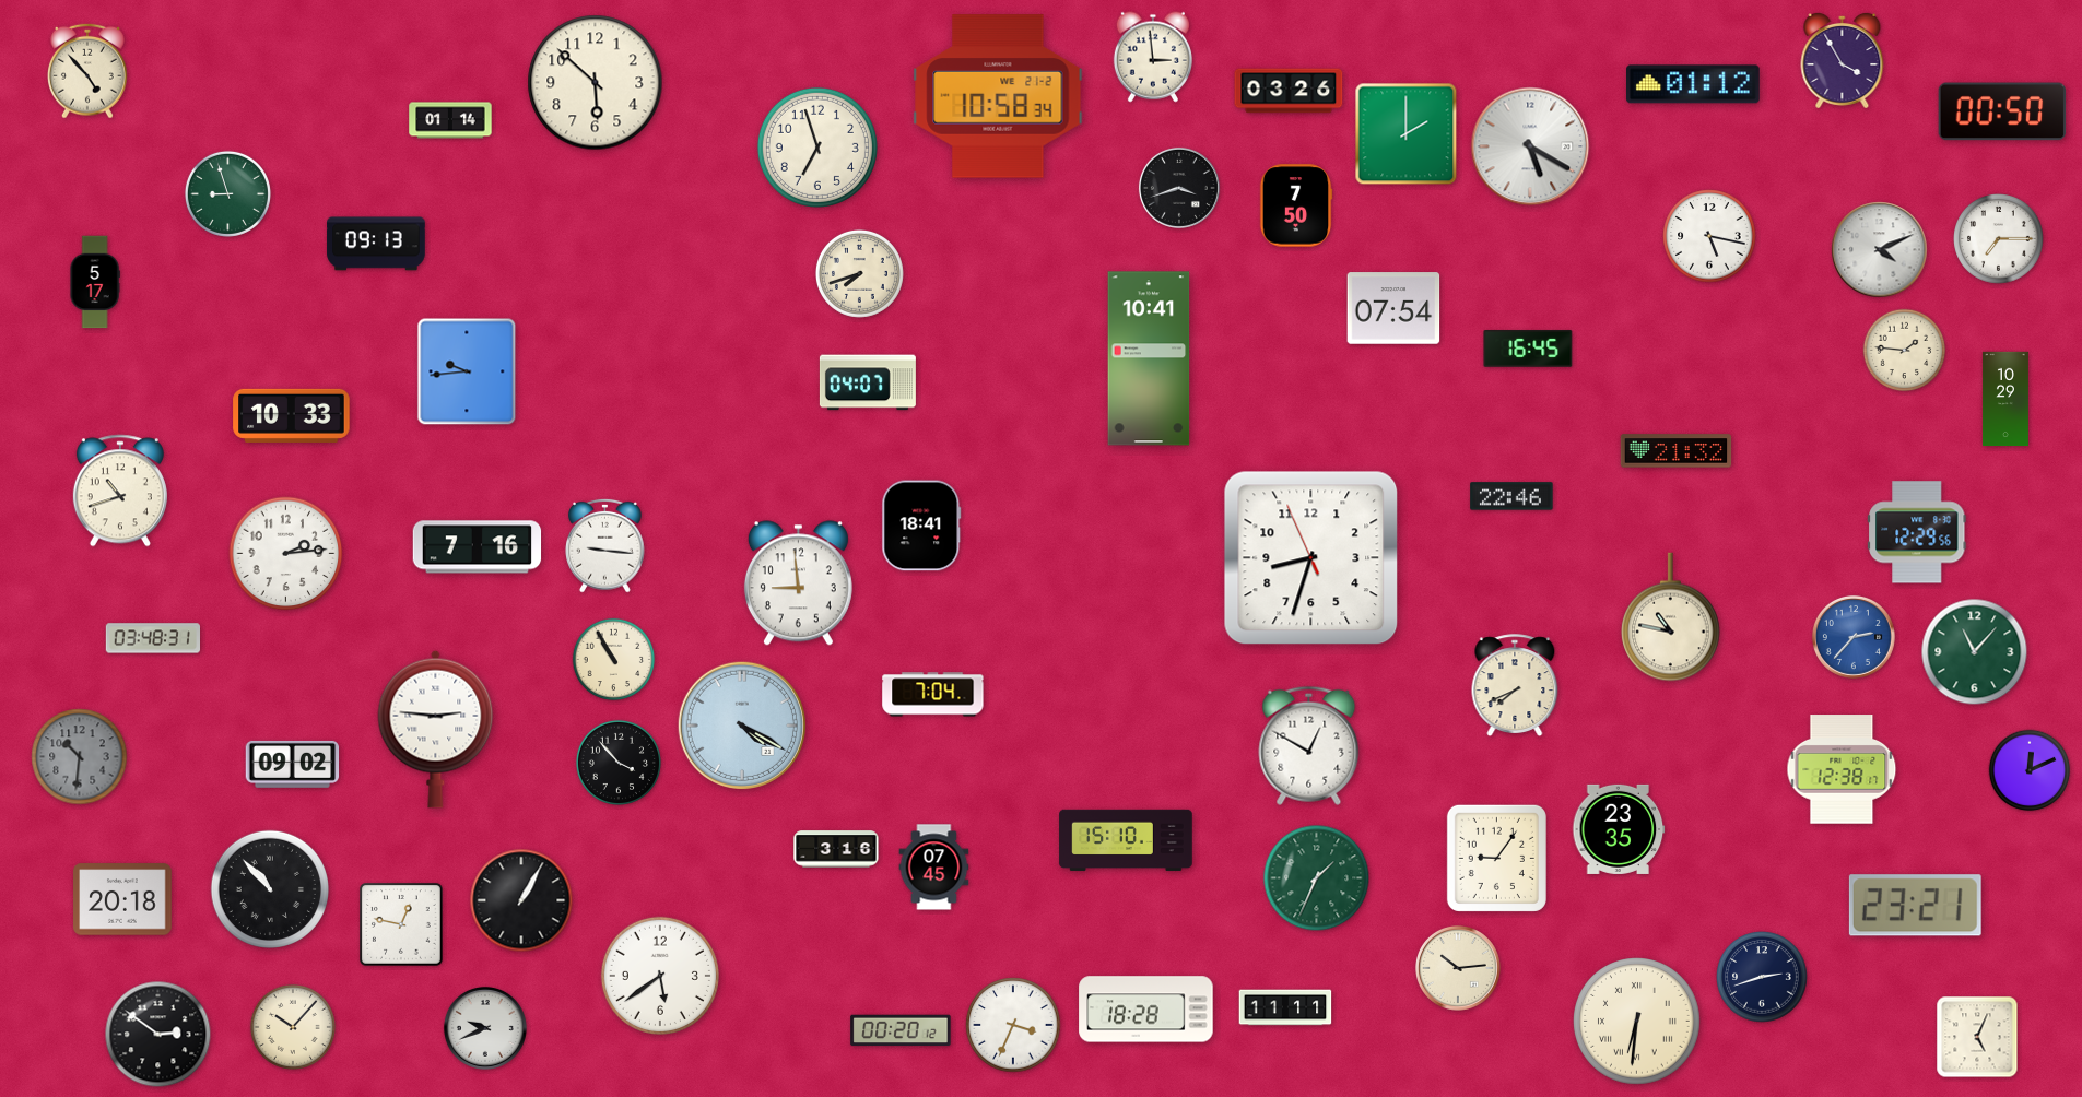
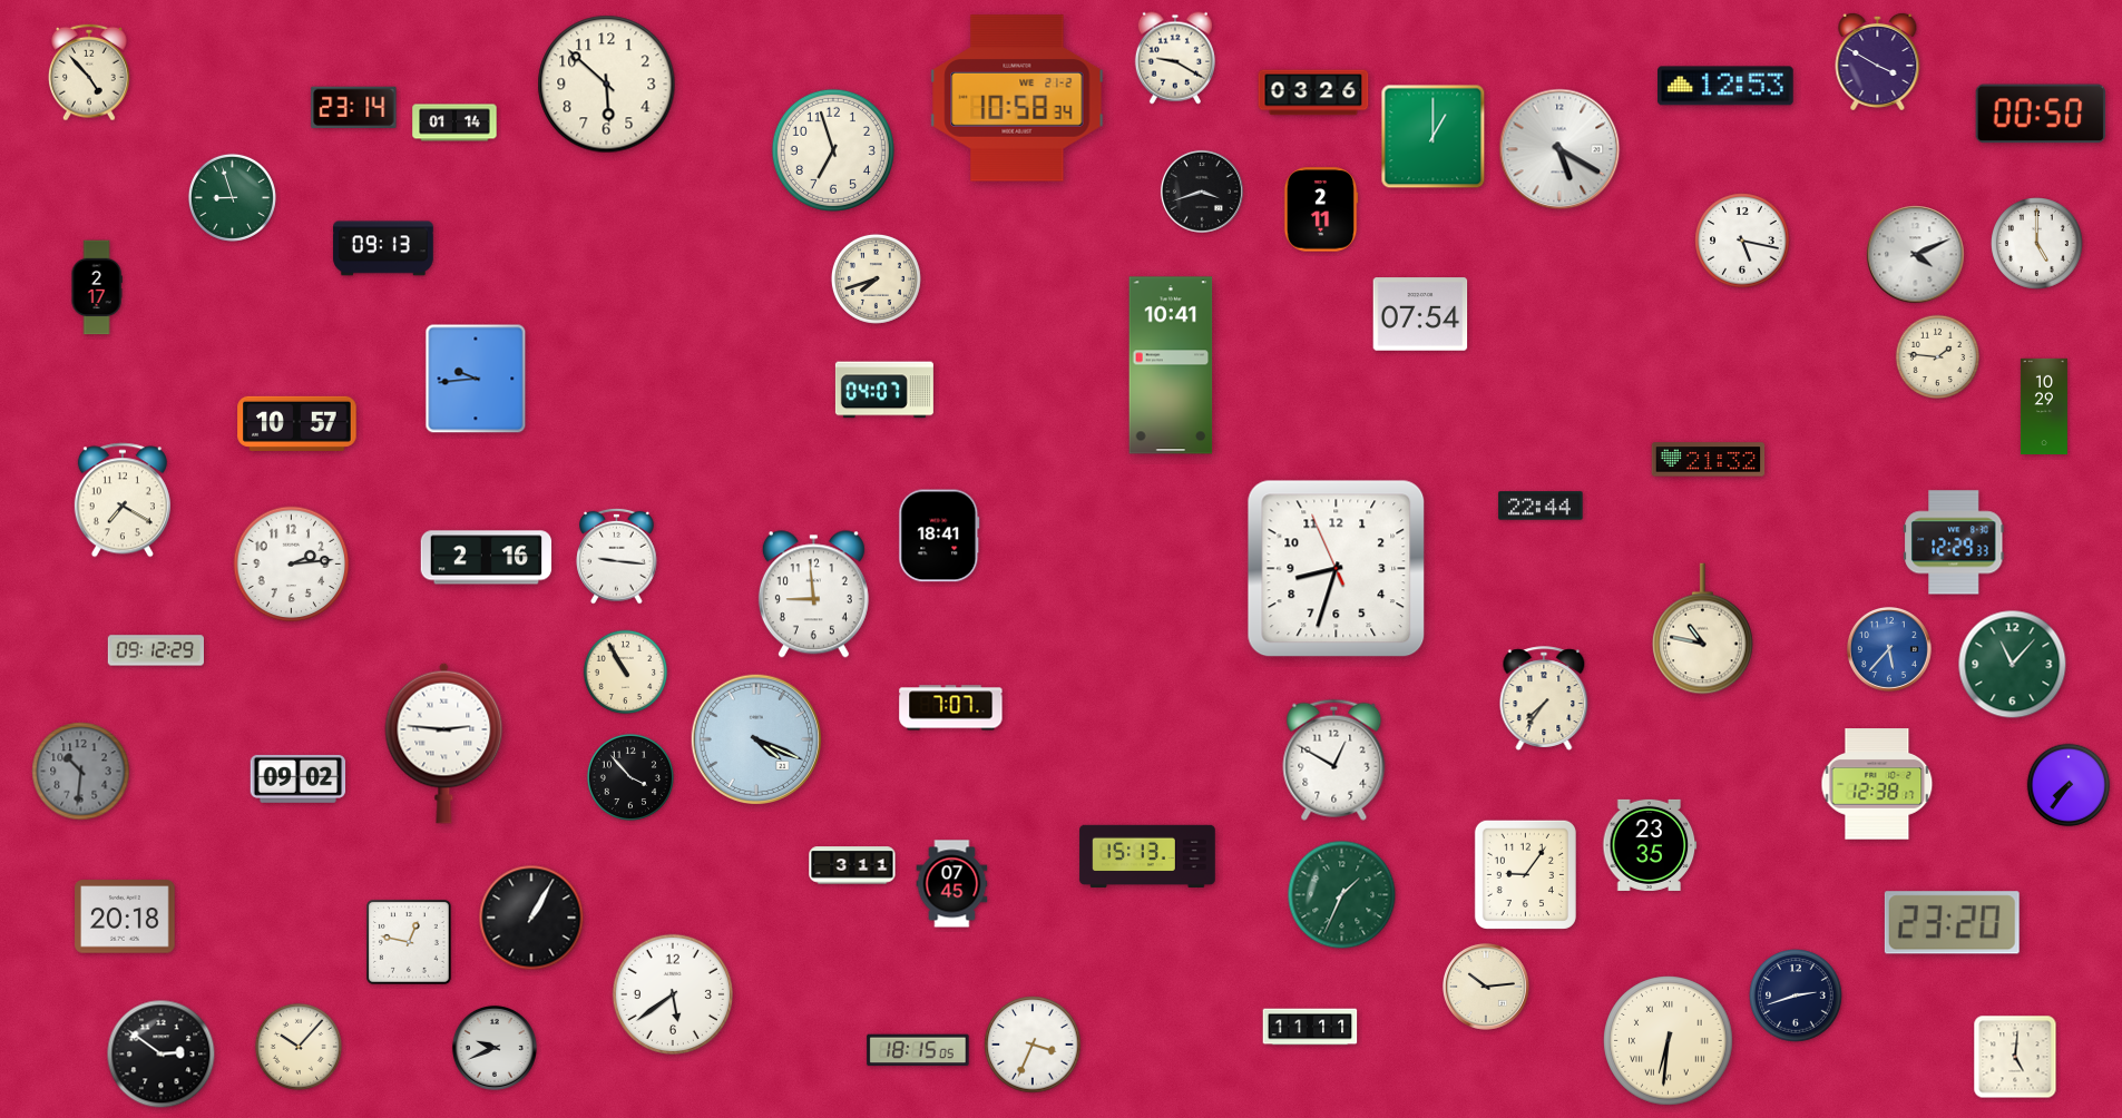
clock at (1153, 57): 2:59 -> 9:20
clock at (1843, 60): 3:55 -> 3:50
clock at (1694, 84): 01:12 -> 12:53
clock at (354, 108): none -> 23:14
clock at (450, 120) position: (450, 120) -> (454, 122)
clock at (1407, 134): 2:00 -> 1:00
clock at (1296, 205): 7:50 -> 2:11
clock at (1999, 239): 7:15 -> 5:00
clock at (95, 282): 5:17 -> 2:17
clock at (1528, 349): 16:45 -> none
clock at (1905, 351) position: (1905, 351) -> (1938, 357)
clock at (292, 415): 10:33 -> 10:57
clock at (120, 491): 10:42 -> 7:20
clock at (1511, 496): 22:46 -> 22:44
clock at (1918, 532): 12:29:56 -> 12:29:33
clock at (478, 547): 7:16 -> 2:16
clock at (1854, 637): 2:37 -> 5:37
clock at (152, 638): 03:48 -> 09:12
clock at (1515, 685): 7:41 -> 7:36
clock at (933, 695): 7:04 -> 7:07
clock at (741, 724): 4:20 -> 4:19
clock at (2030, 770): 12:11 -> 7:36
clock at (1126, 840): 15:10 -> 15:13
clock at (836, 849): 3:16 -> 3:11
clock at (270, 889): 10:53 -> none
clock at (1915, 906): 23:21 -> 23:20
clock at (1146, 1010): 18:28 -> none
clock at (901, 1030): 00:20 -> 18:15
clock at (1977, 1037): 5:04 -> 5:01
